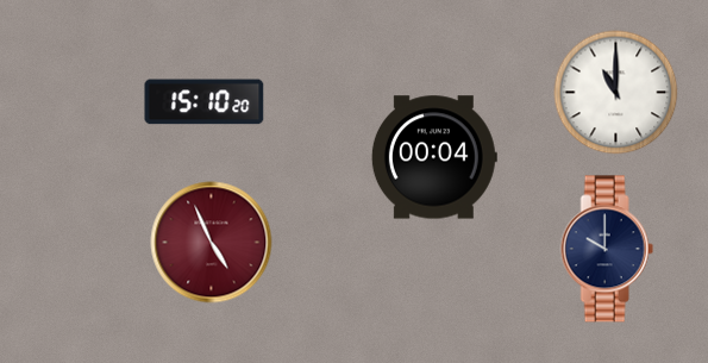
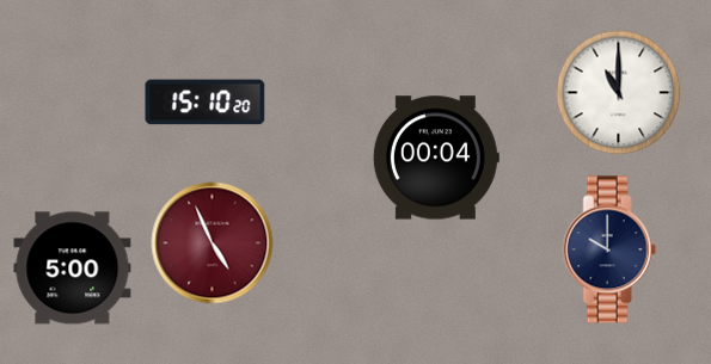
clock at (73, 269): none -> 5:00
